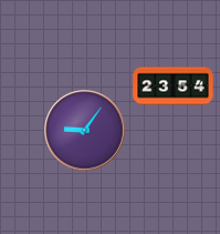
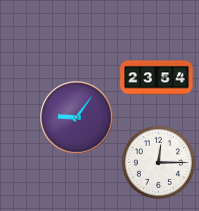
clock at (158, 162): none -> 12:15
